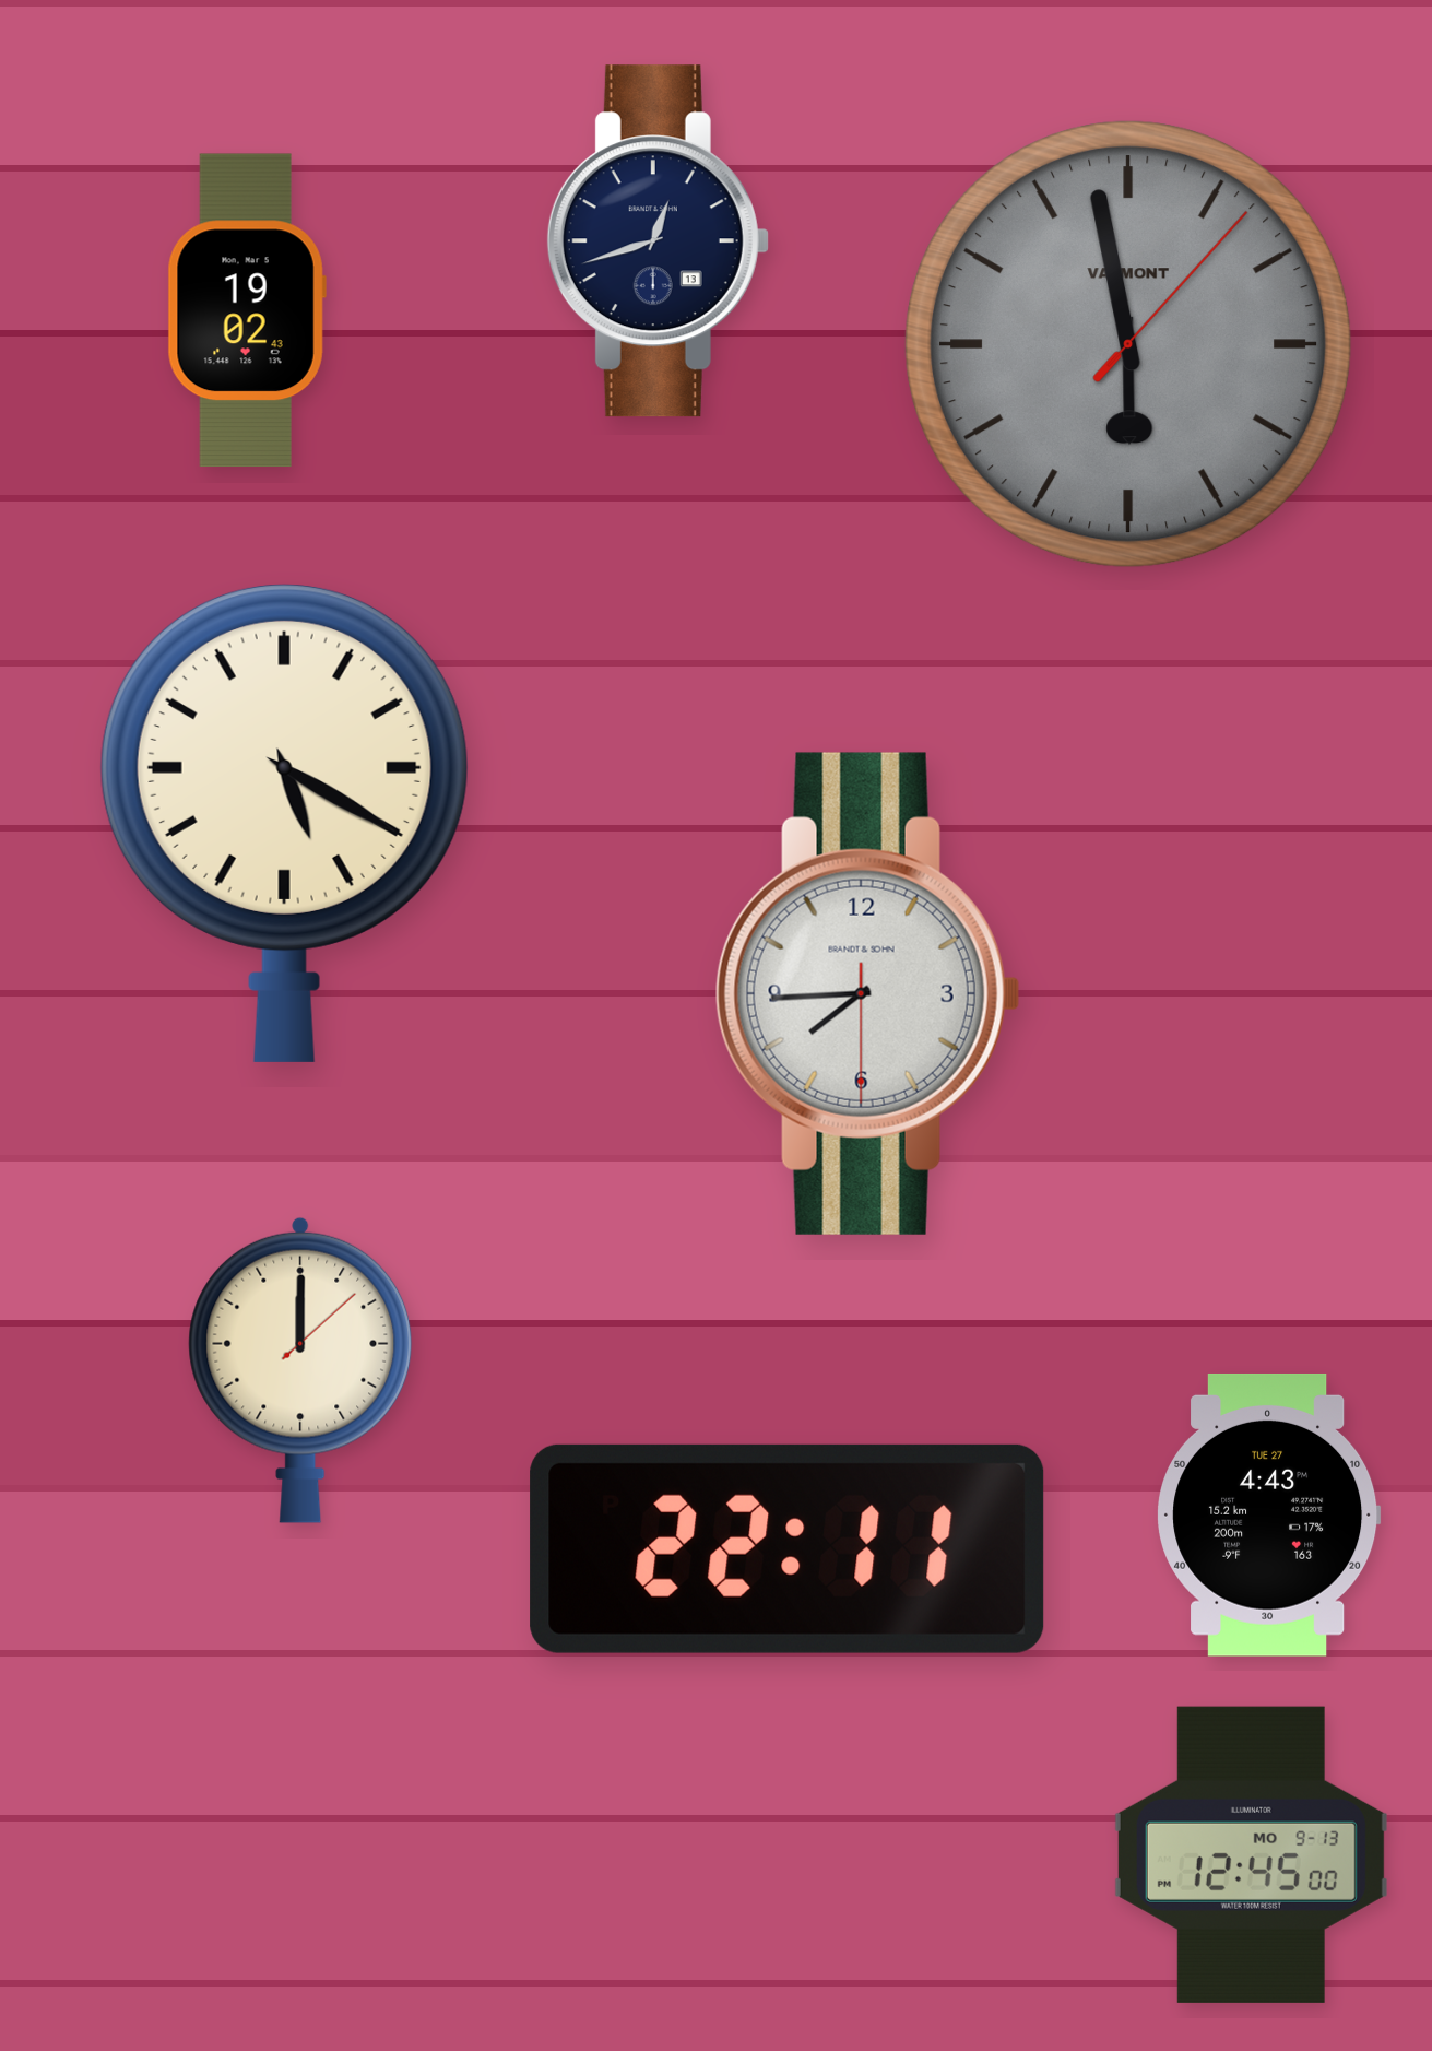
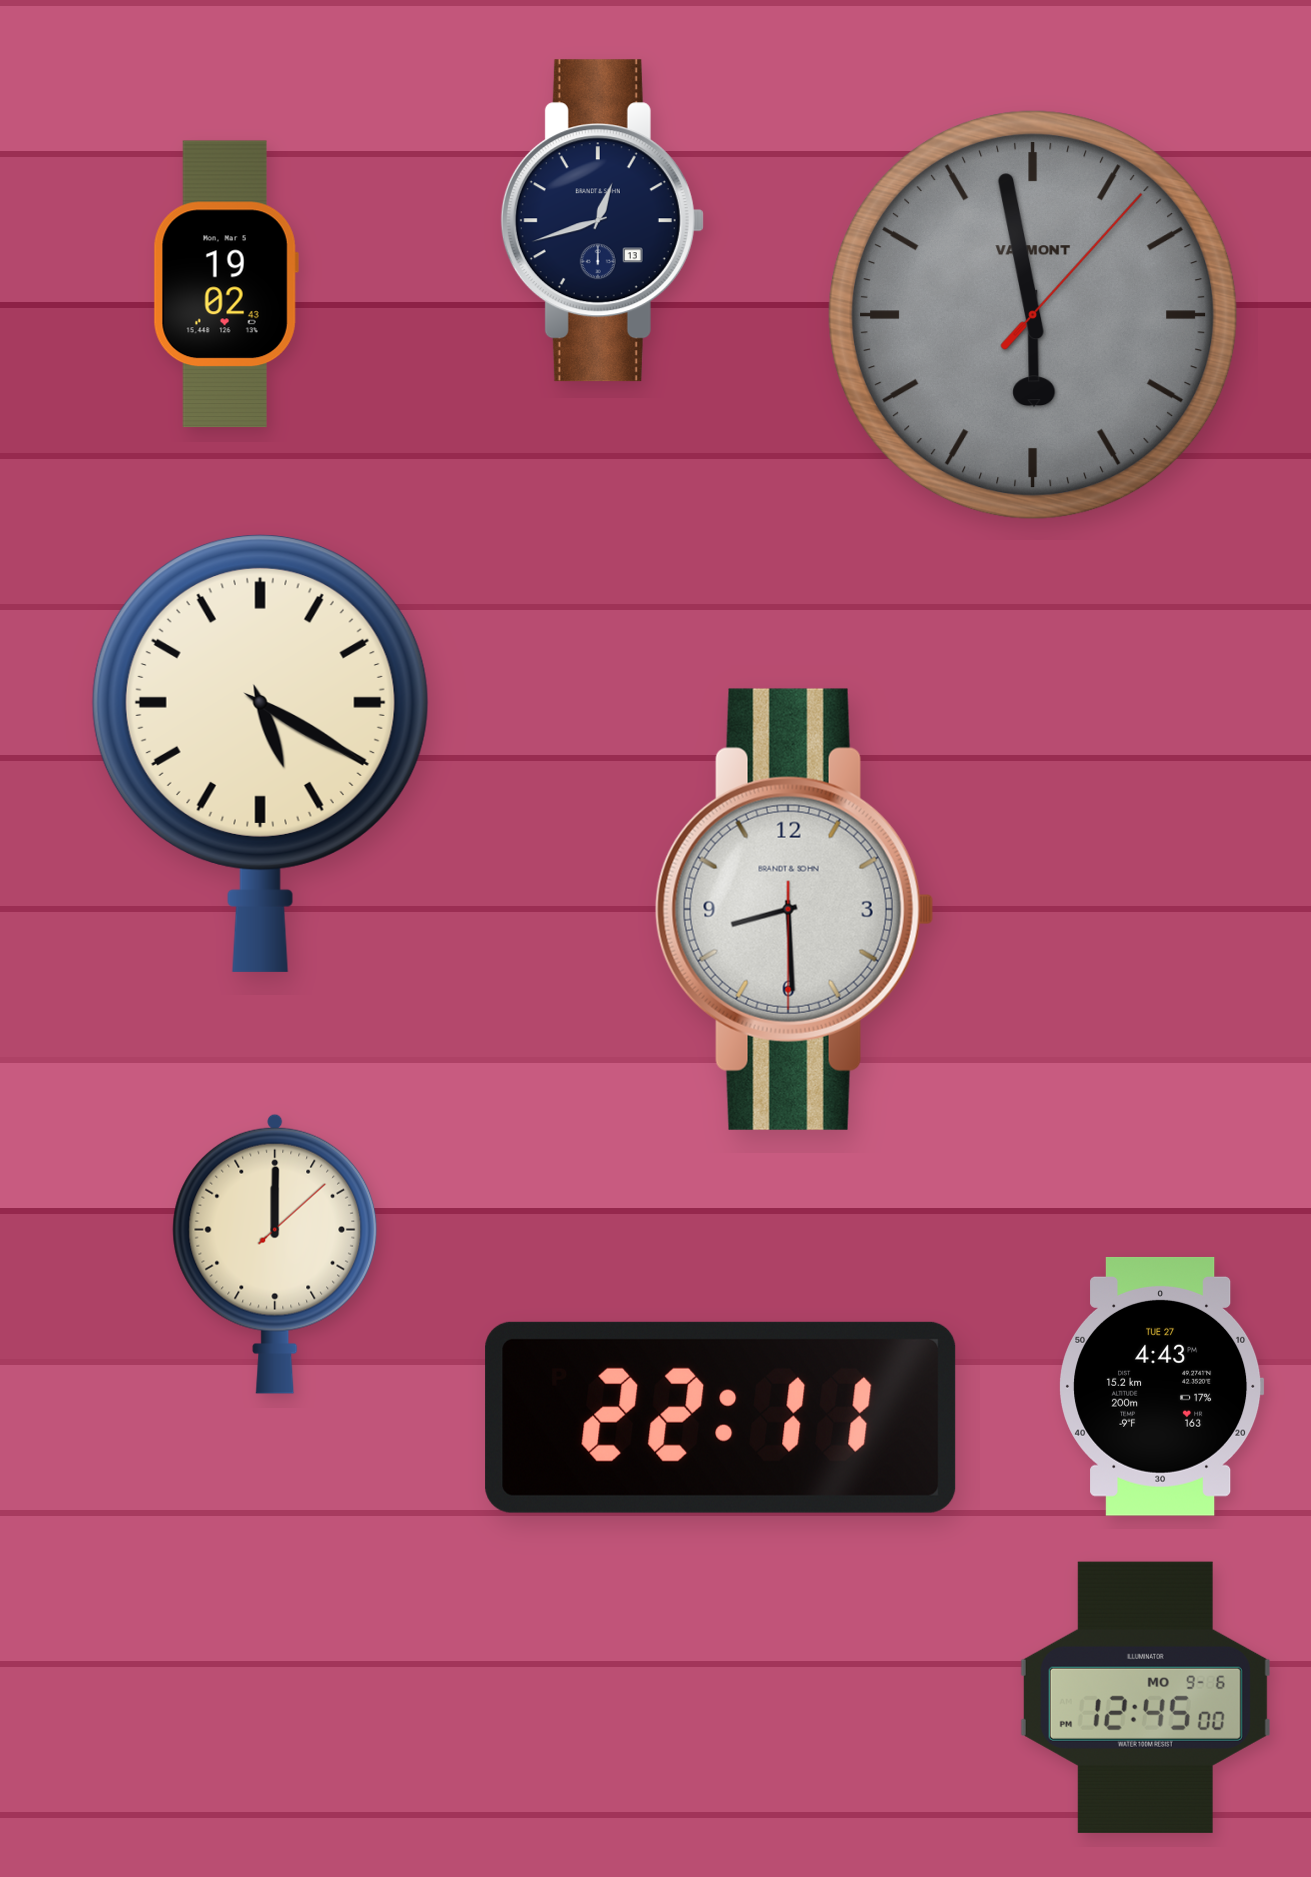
clock at (867, 993): 7:44 -> 8:29
clock at (1251, 1854) date: MO 9-13 -> MO 9-6
